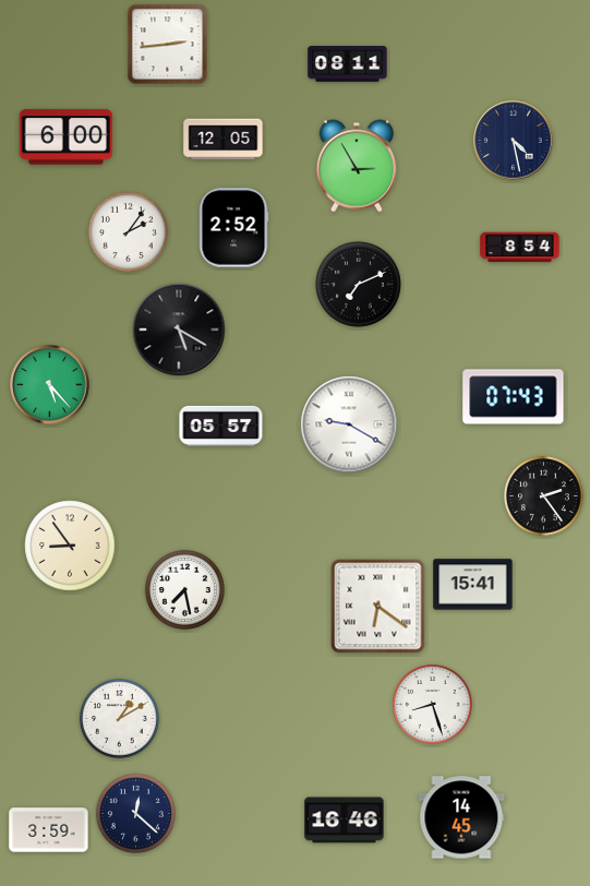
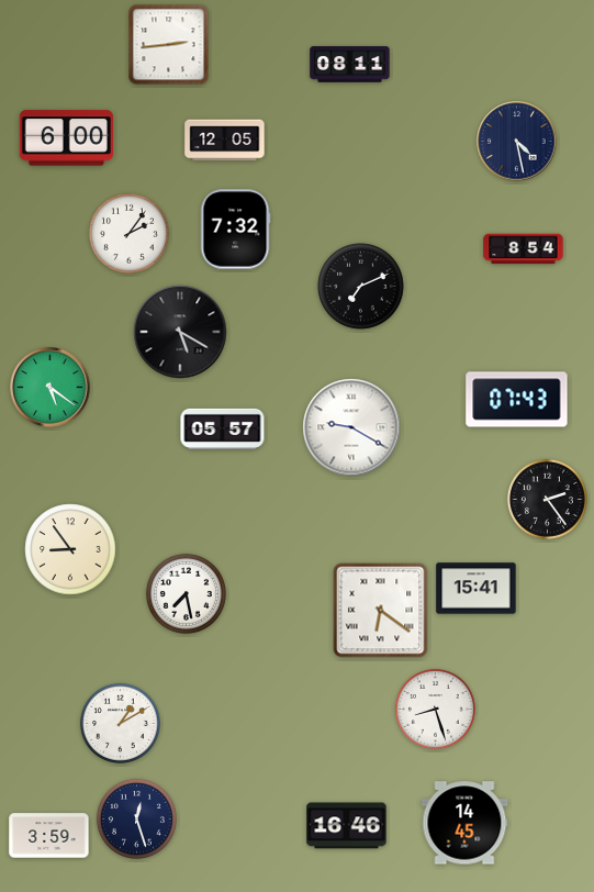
clock at (356, 166): 2:55 -> none
clock at (233, 228): 2:52 -> 7:32
clock at (50, 385): 5:23 -> 5:21
clock at (135, 813): 12:22 -> 12:27
